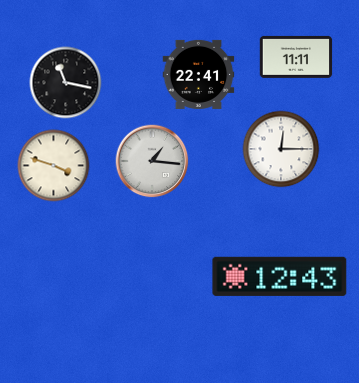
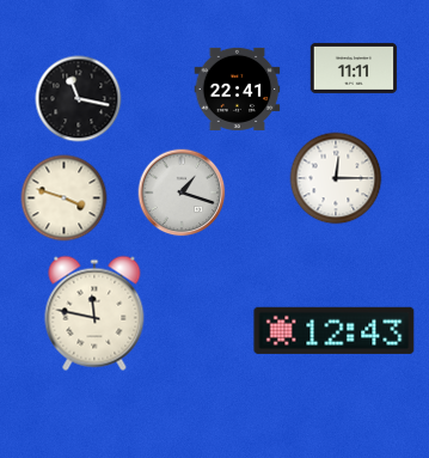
clock at (152, 161): 1:16 -> 1:18
clock at (94, 313): none -> 11:47
